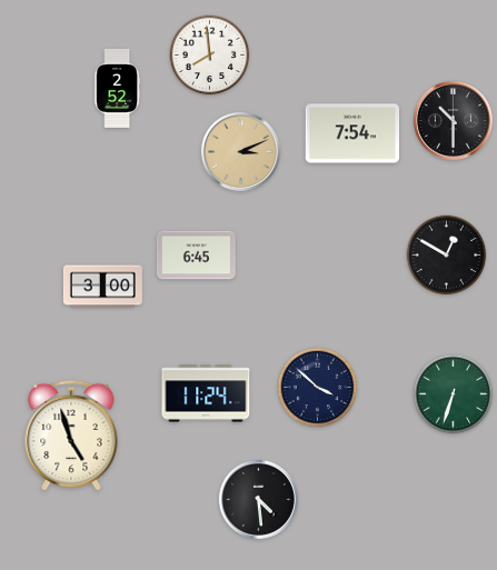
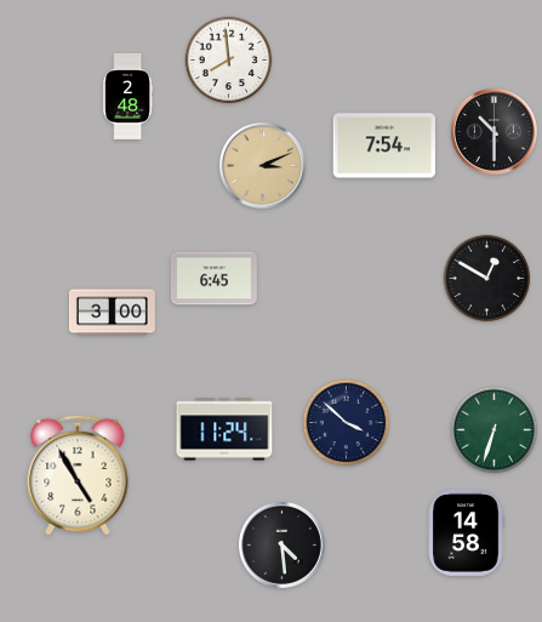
clock at (118, 88): 2:52 -> 2:48
clock at (71, 436): 4:57 -> 4:55
clock at (466, 532): none -> 14:58
